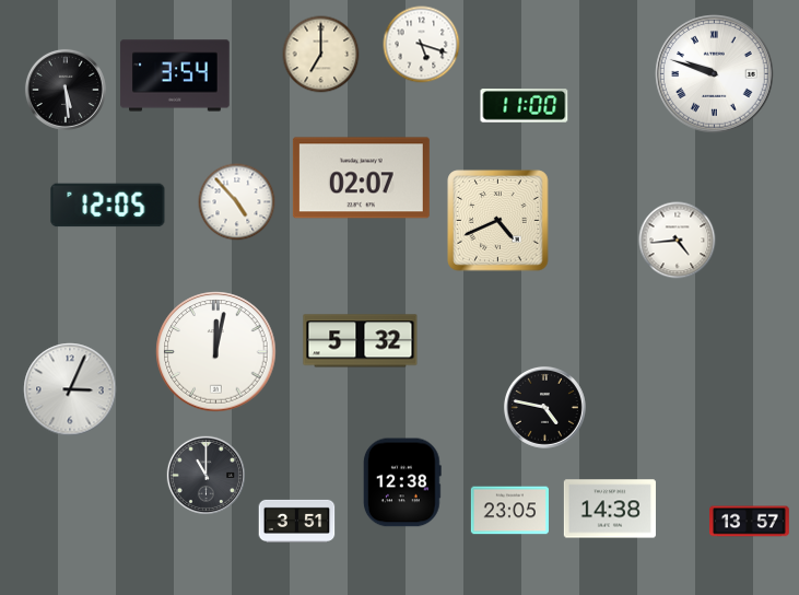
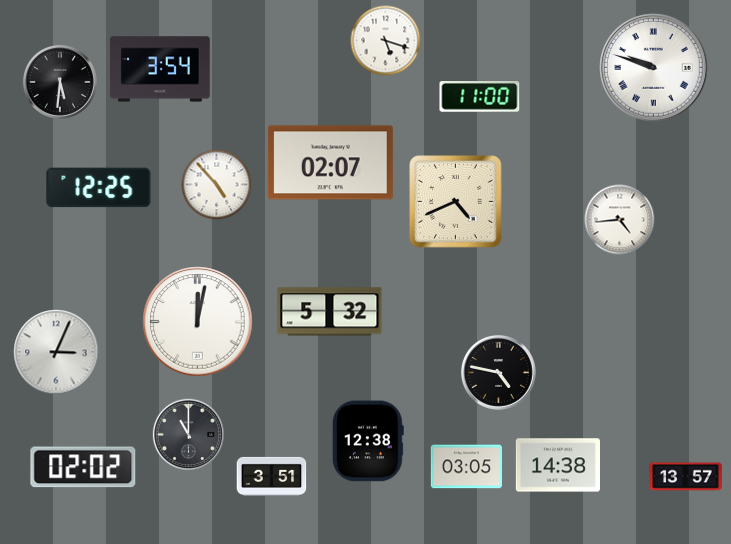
clock at (321, 55): 7:00 -> none
clock at (66, 90): 5:29 -> 5:31
clock at (108, 206): 12:05 -> 12:25
clock at (70, 389) position: (70, 389) -> (56, 352)
clock at (83, 467): none -> 02:02
clock at (509, 511): 23:05 -> 03:05
